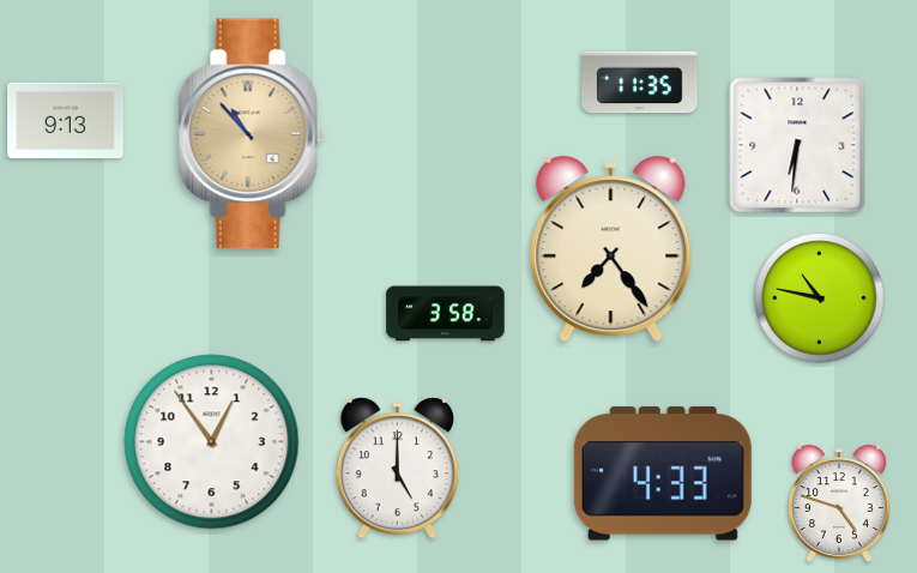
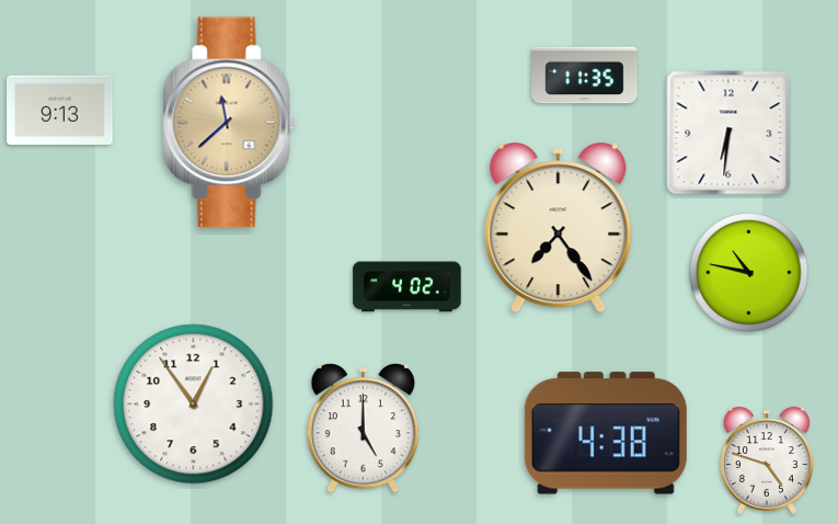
clock at (251, 134): 10:53 -> 11:38
clock at (446, 314): 3:58 -> 4:02
clock at (663, 474): 4:33 -> 4:38
